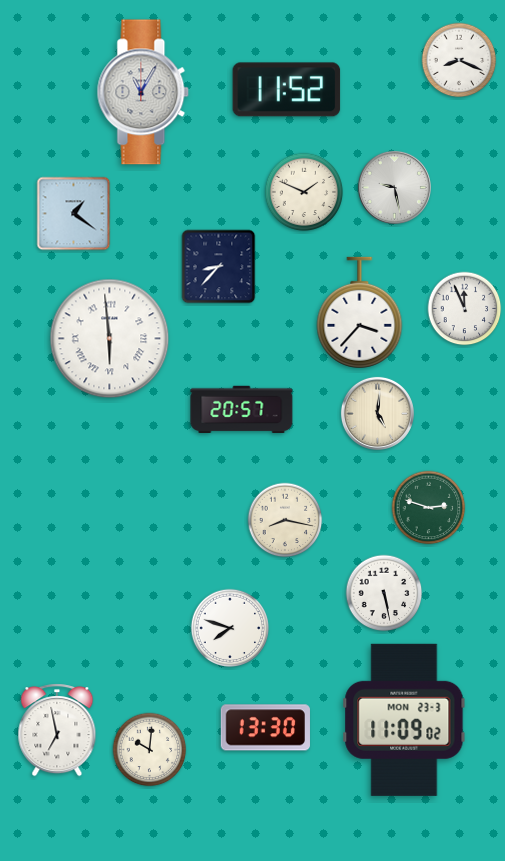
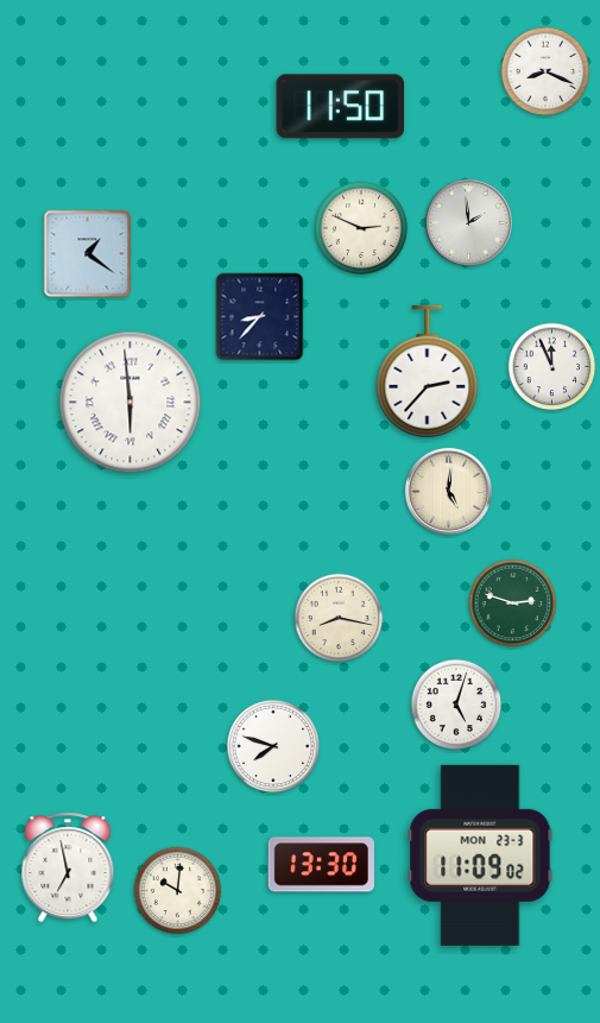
clock at (287, 90): 11:52 -> 11:50
clock at (143, 92): 11:05 -> none
clock at (394, 187): 9:28 -> 1:59
clock at (304, 192): 1:49 -> 2:49
clock at (360, 313): 3:37 -> 2:37
clock at (242, 410): 20:57 -> none
clock at (429, 508) position: (429, 508) -> (513, 604)
clock at (384, 593): 5:28 -> 5:03
clock at (265, 728) position: (265, 728) -> (321, 865)
